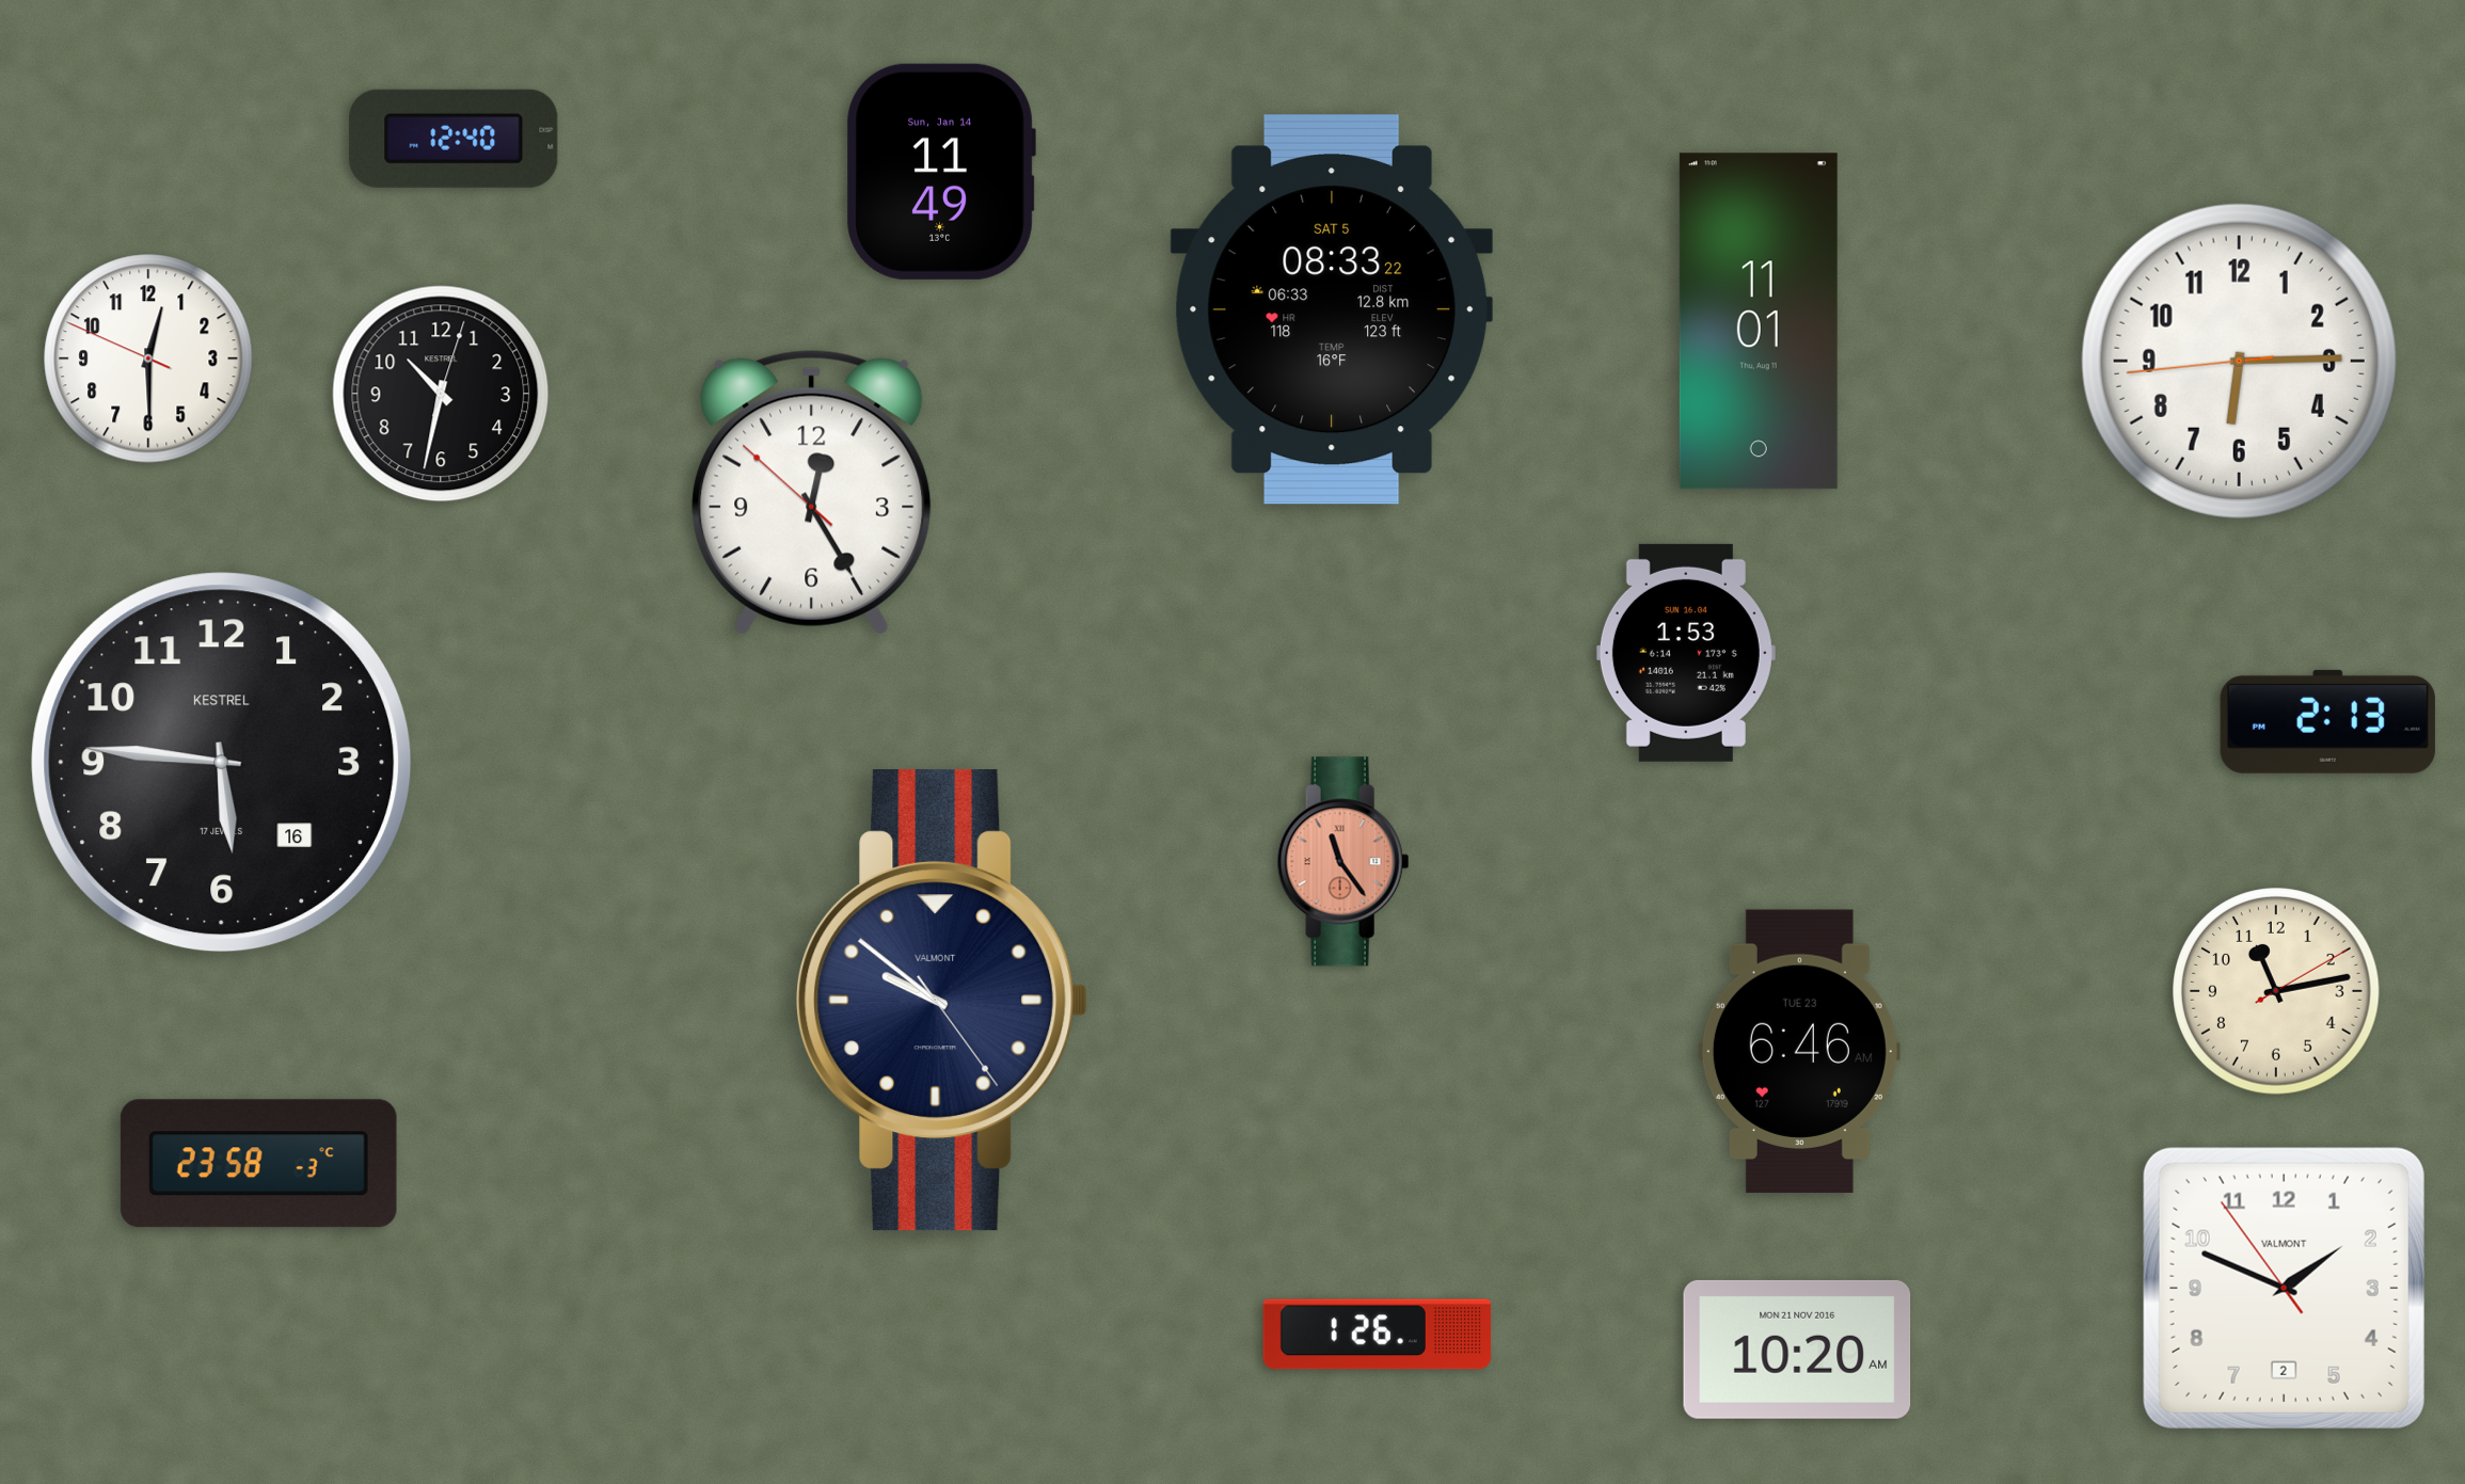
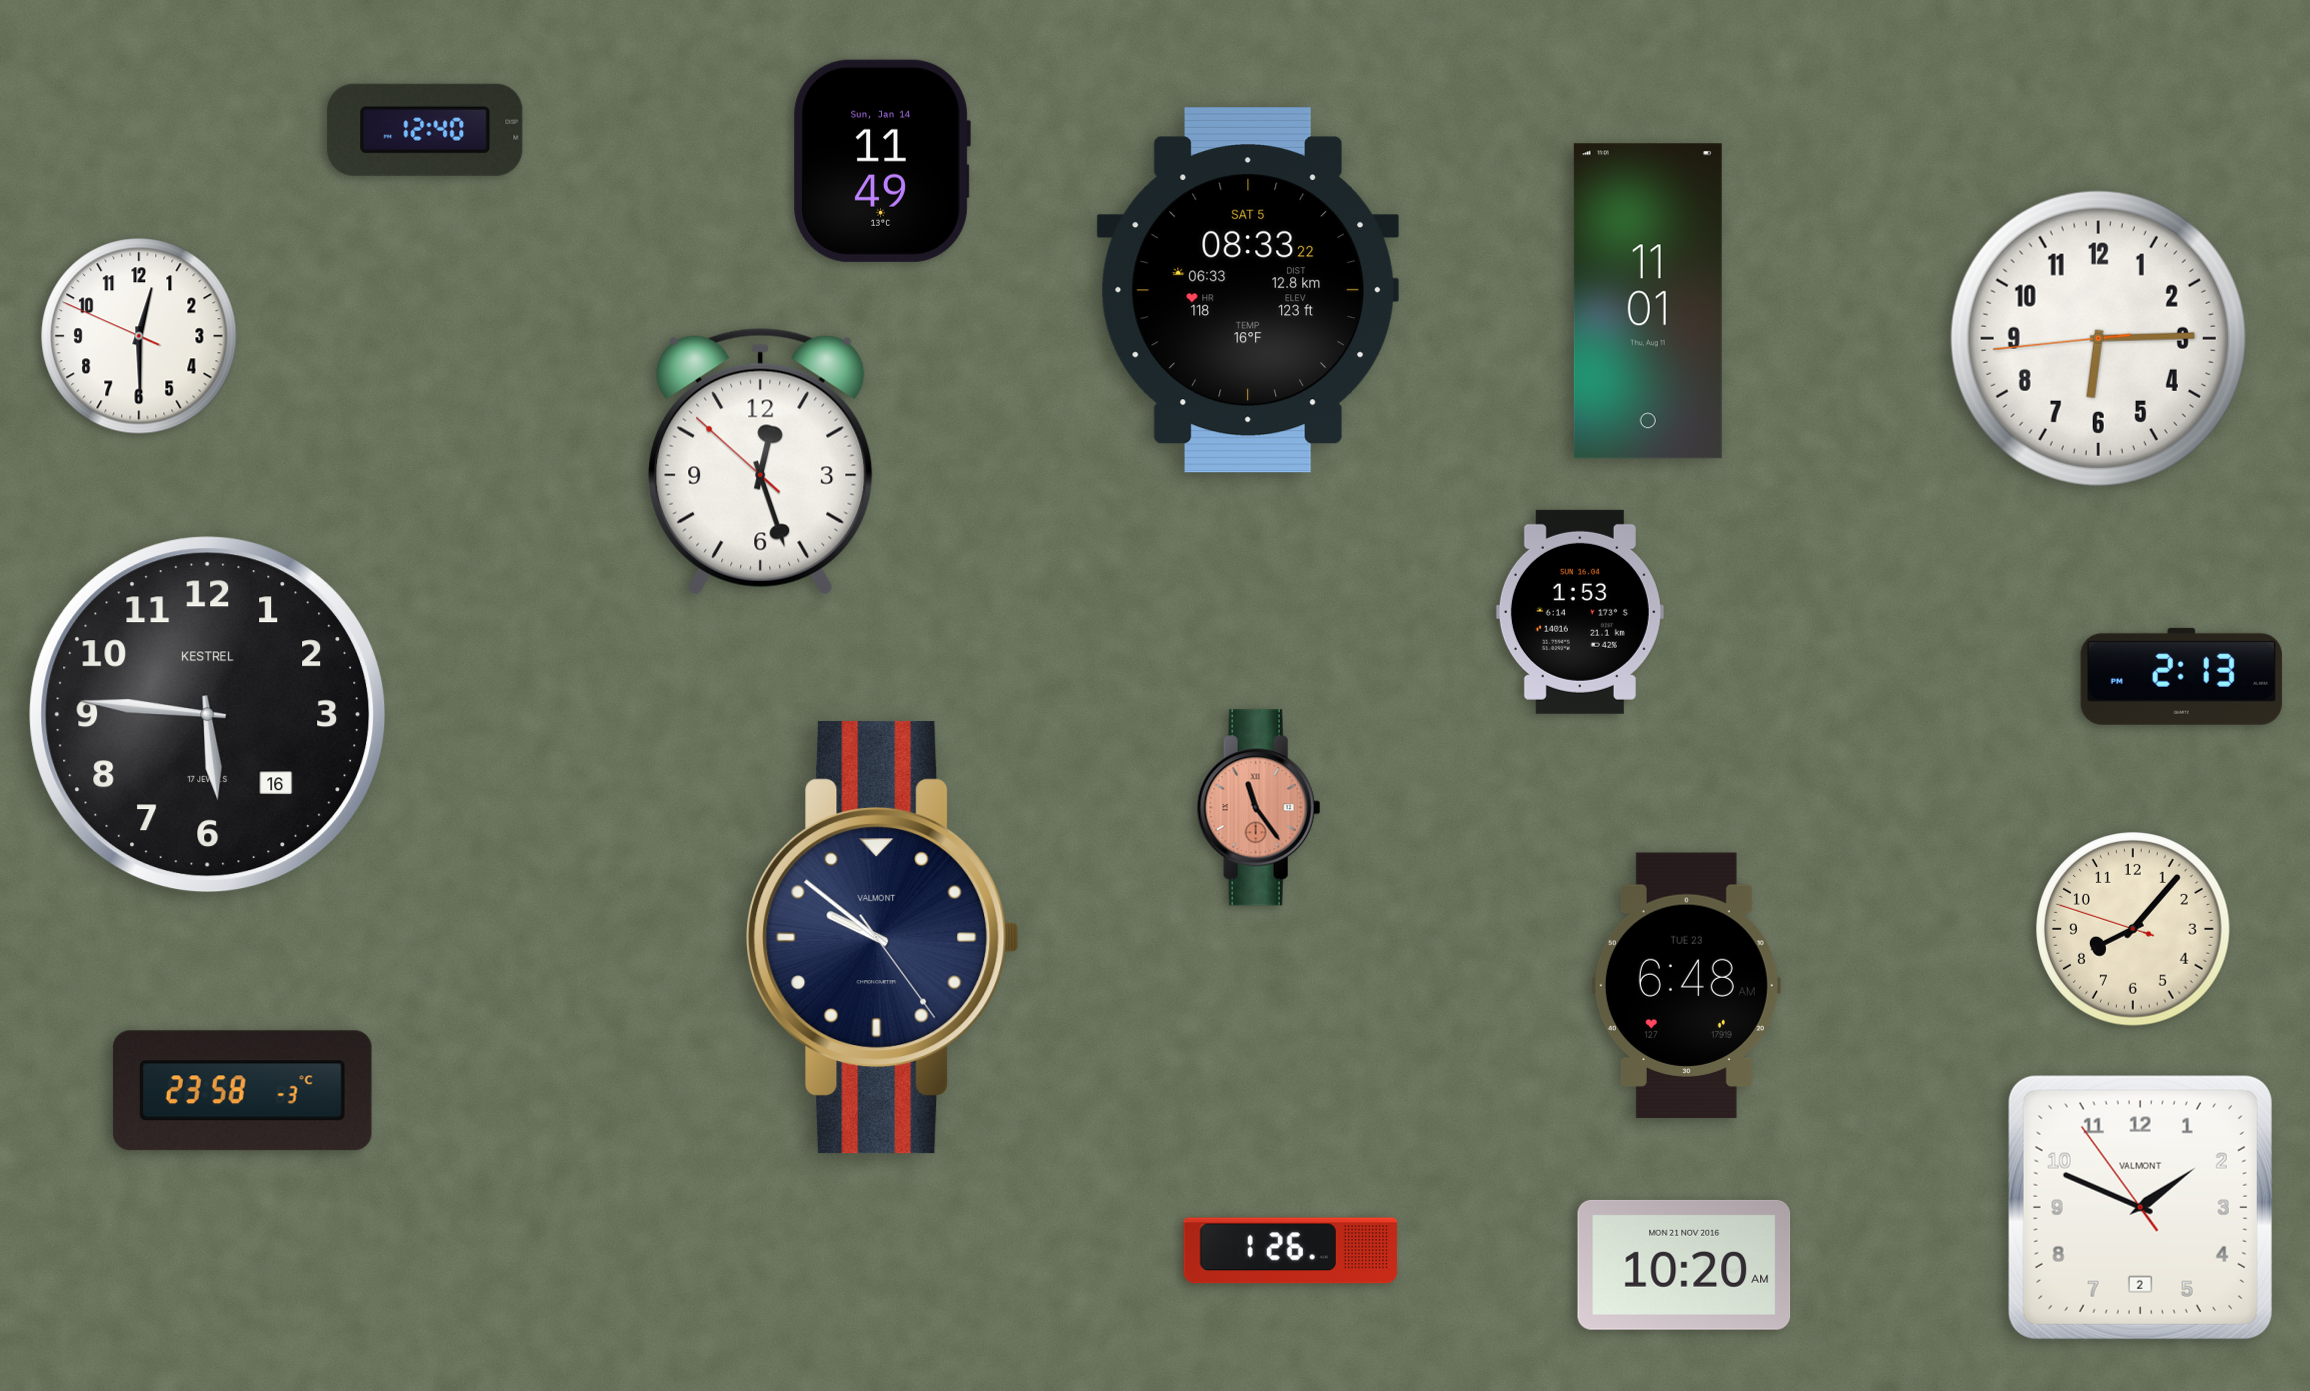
clock at (441, 394): 10:32 -> none
clock at (812, 492): 12:24 -> 12:26
clock at (2276, 991): 11:13 -> 8:06
clock at (1799, 1052): 6:46 -> 6:48
